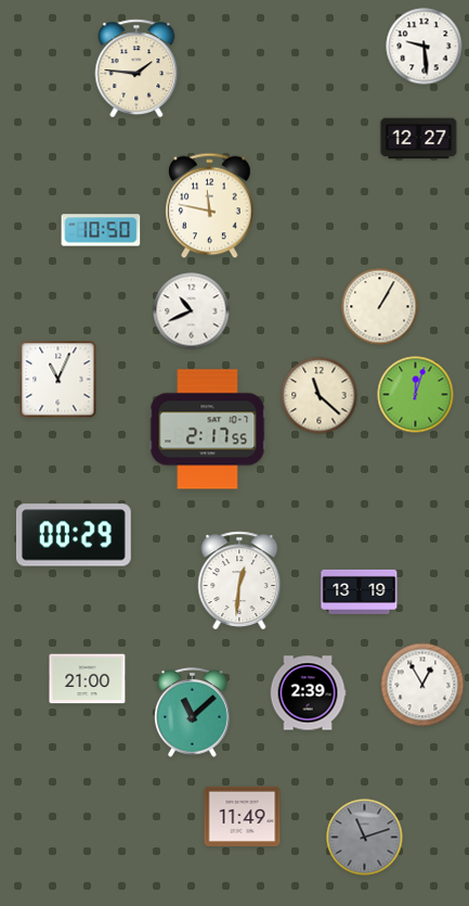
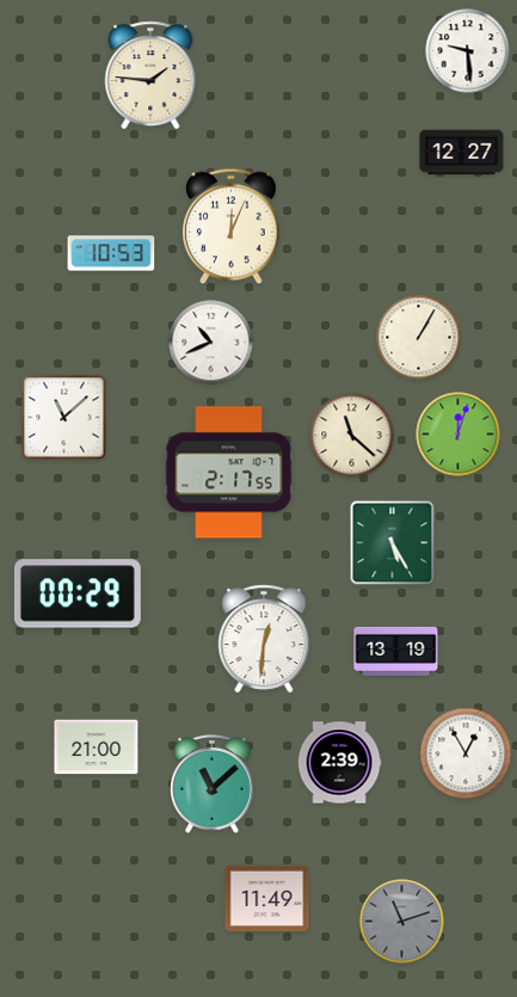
clock at (210, 206): 11:47 -> 12:04
clock at (101, 230): 10:50 -> 10:53
clock at (58, 380): 11:04 -> 11:08
clock at (393, 543): none -> 5:25
clock at (74, 535) position: (74, 535) -> (78, 593)
